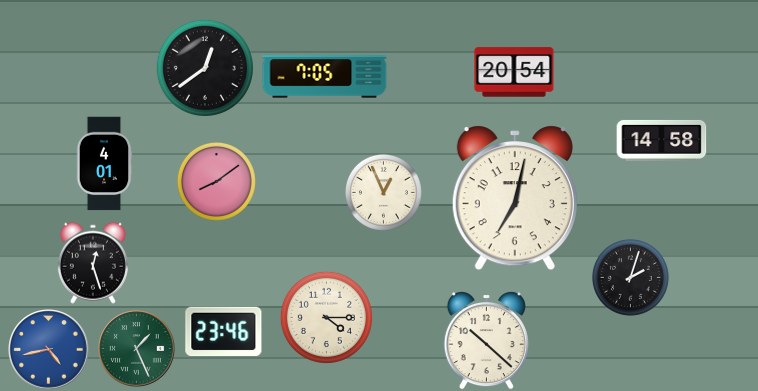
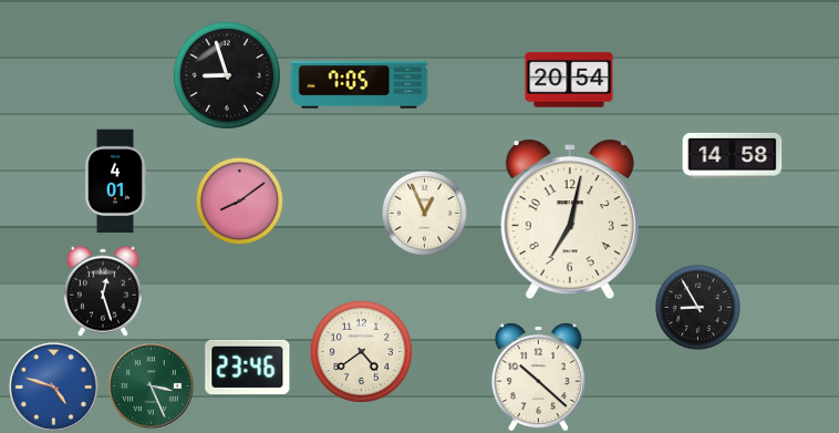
clock at (205, 68): 12:39 -> 8:57
clock at (630, 277): 2:03 -> 8:55
clock at (326, 317): 4:15 -> 4:39
clock at (137, 349): 1:26 -> 3:26
clock at (49, 350): 4:43 -> 4:48
